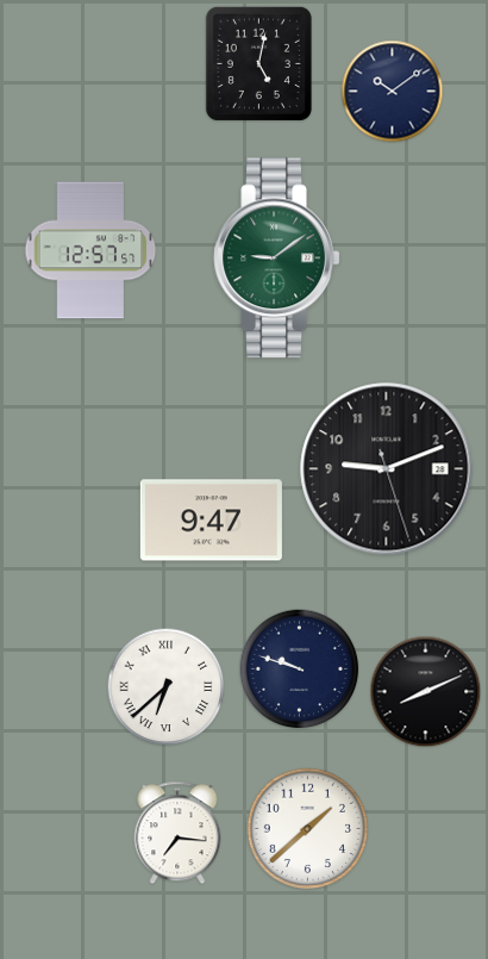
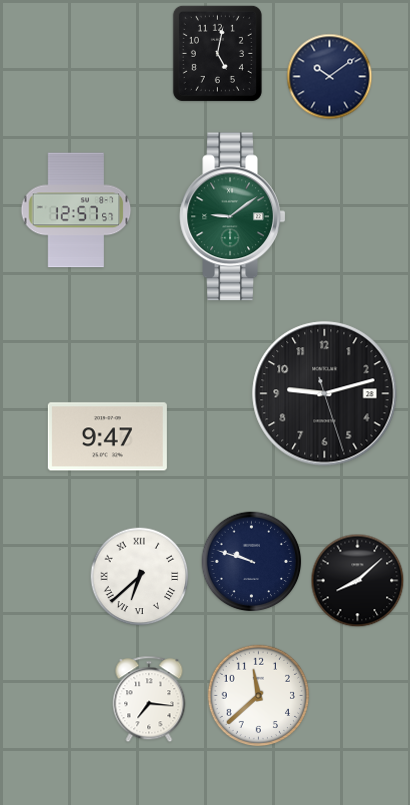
clock at (387, 469): 9:11 -> 9:12
clock at (211, 521) position: (211, 521) -> (107, 437)
clock at (426, 692): 8:11 -> 8:08
clock at (308, 829): 1:38 -> 11:38
